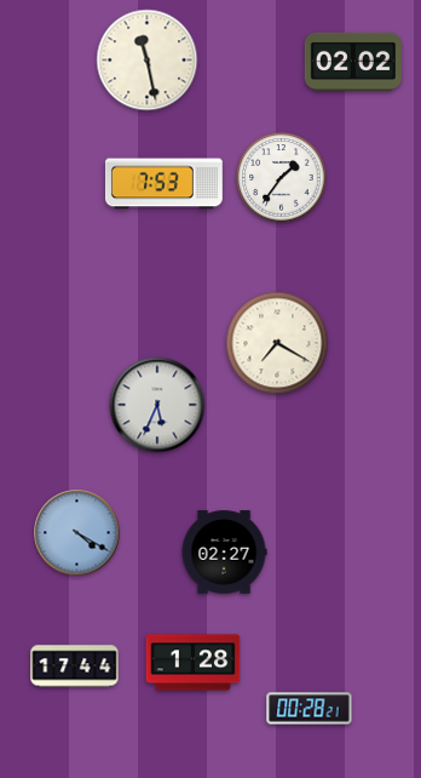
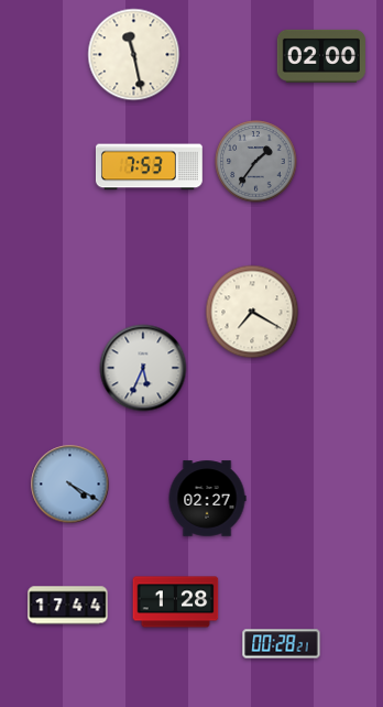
clock at (353, 62): 02:02 -> 02:00
clock at (282, 178) dial: white -> grey
clock at (224, 553) position: (224, 553) -> (207, 499)
